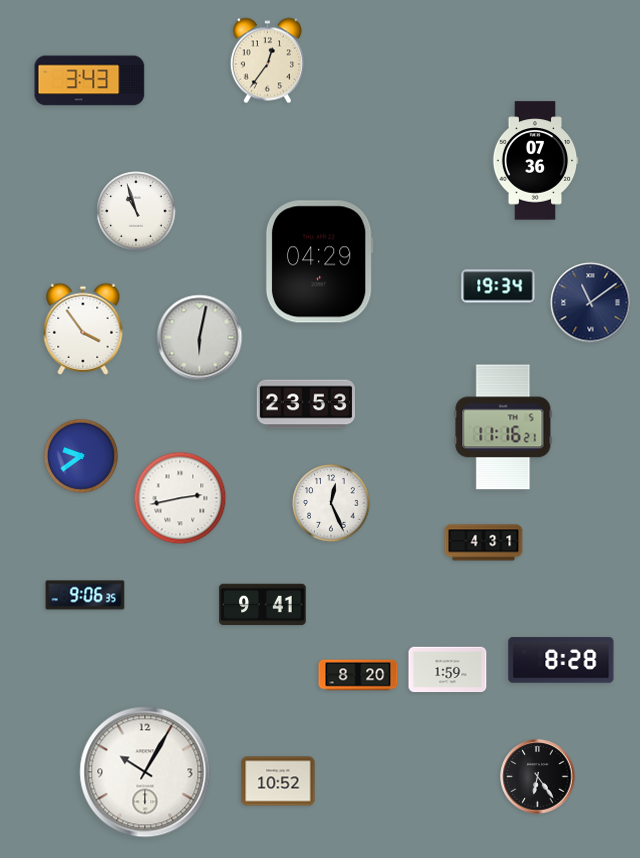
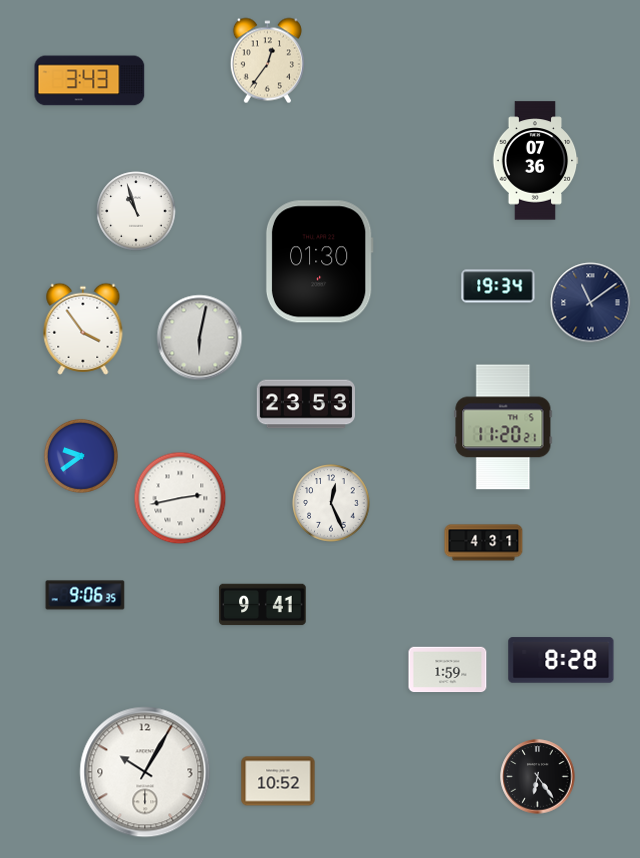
clock at (319, 262): 04:29 -> 01:30
clock at (503, 427): 11:16 -> 11:20
clock at (358, 675): 8:20 -> none
